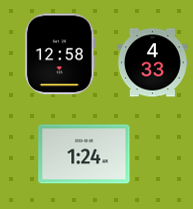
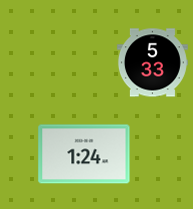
clock at (61, 54): 12:58 -> none
clock at (152, 63): 4:33 -> 5:33
